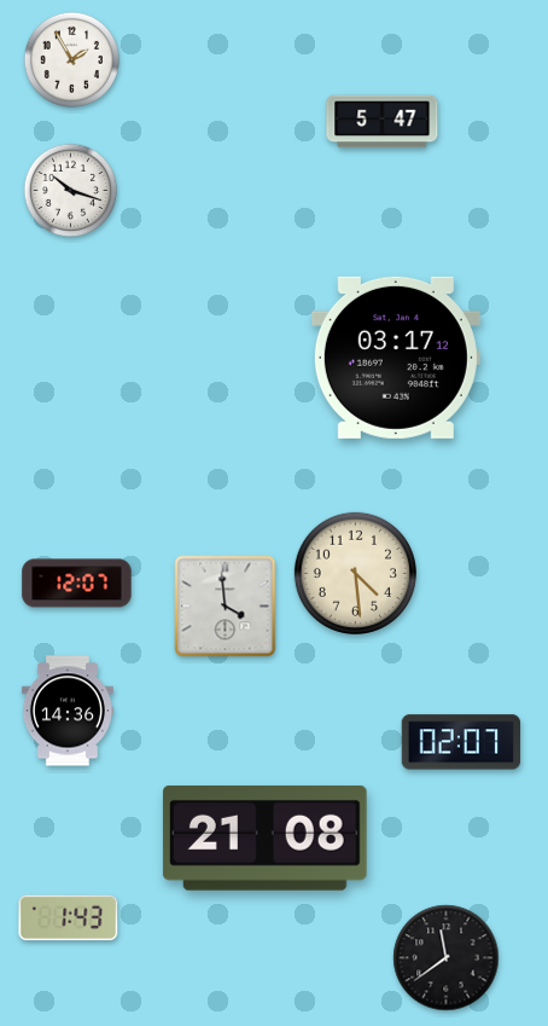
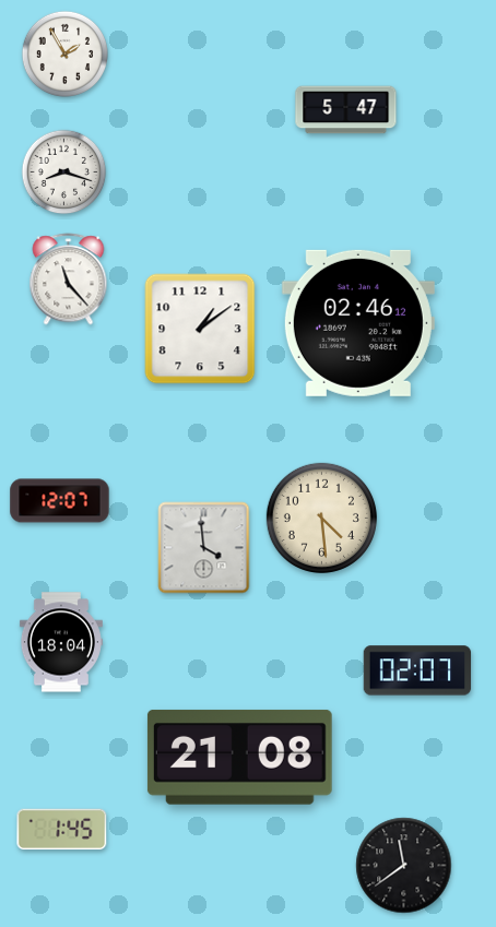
clock at (71, 191): 10:18 -> 8:18
clock at (69, 280): none -> 11:23
clock at (396, 358): 03:17 -> 02:46
clock at (200, 329): none -> 1:09
clock at (77, 584) position: (77, 584) -> (60, 501)
clock at (68, 711): 14:36 -> 18:04
clock at (69, 918): 1:43 -> 1:45
